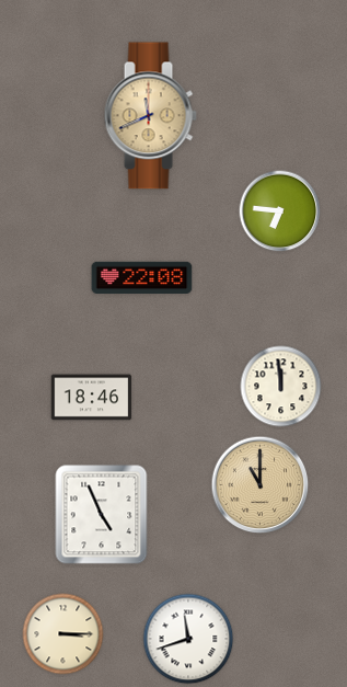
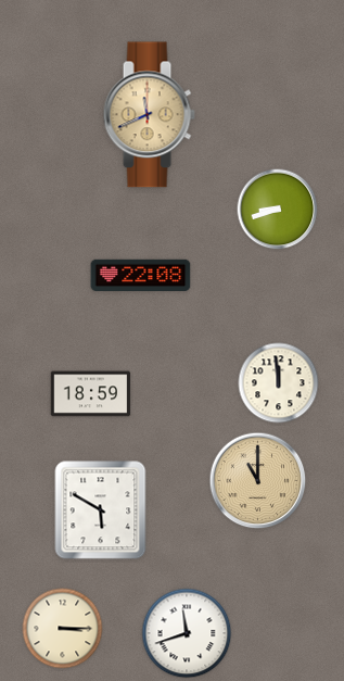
clock at (280, 211): 6:46 -> 8:42
clock at (92, 398): 18:46 -> 18:59
clock at (102, 515): 4:56 -> 5:50
